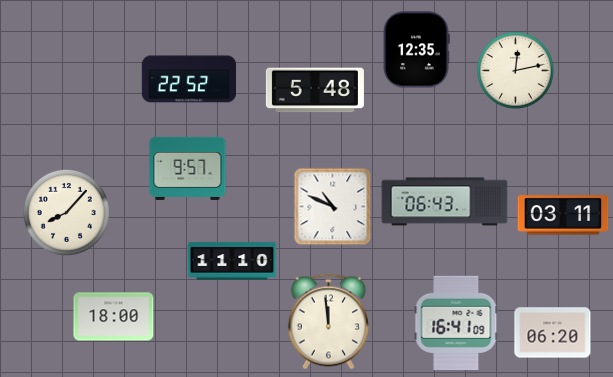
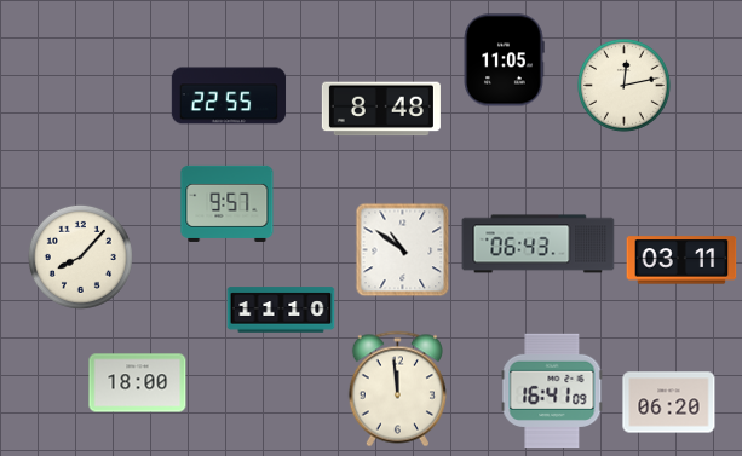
clock at (416, 50): 12:35 -> 11:05
clock at (189, 79): 22:52 -> 22:55
clock at (315, 90): 5:48 -> 8:48
clock at (332, 206): 10:49 -> 10:51
clock at (232, 261) position: (232, 261) -> (281, 310)
